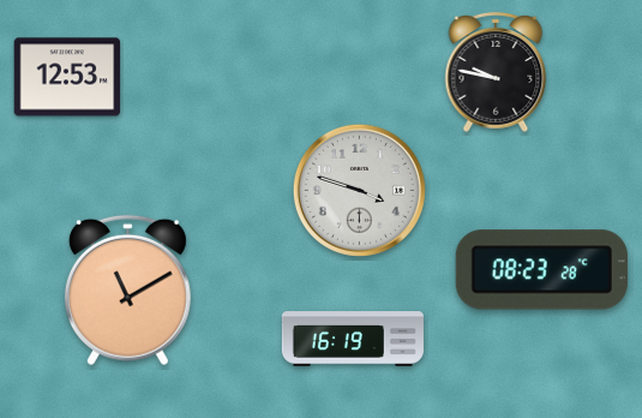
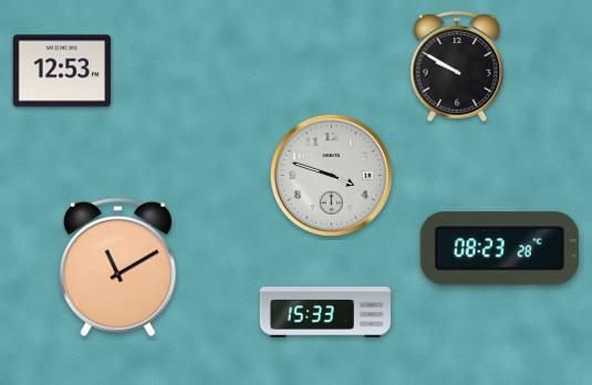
clock at (496, 73): 9:47 -> 9:50
clock at (353, 339): 16:19 -> 15:33
